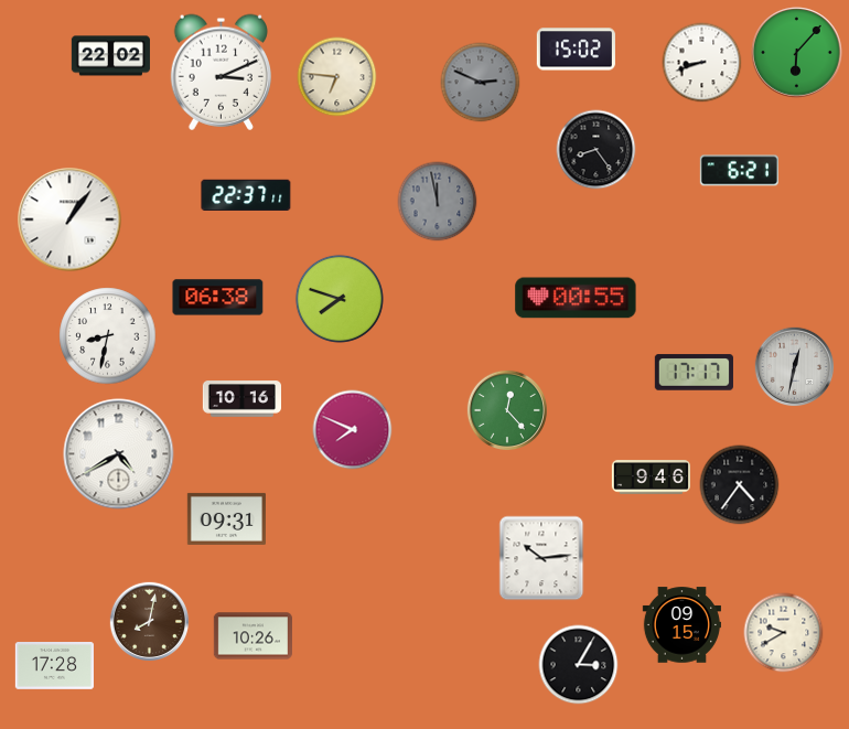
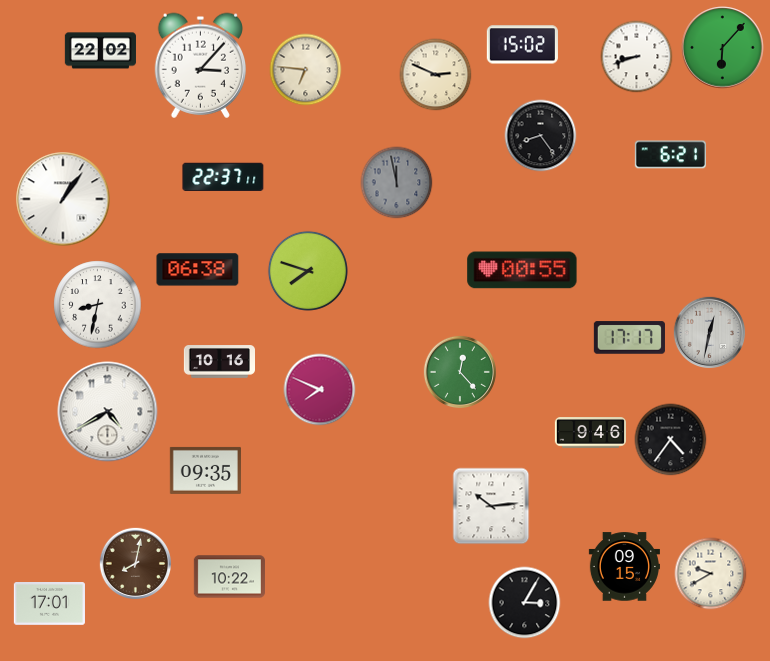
clock at (221, 72): 3:11 -> 3:07
clock at (481, 83) dial: grey -> cream
clock at (794, 366) position: (794, 366) -> (709, 332)
clock at (226, 518): 09:31 -> 09:35
clock at (681, 625) position: (681, 625) -> (624, 567)
clock at (252, 636): 10:26 -> 10:22
clock at (54, 666): 17:28 -> 17:01
